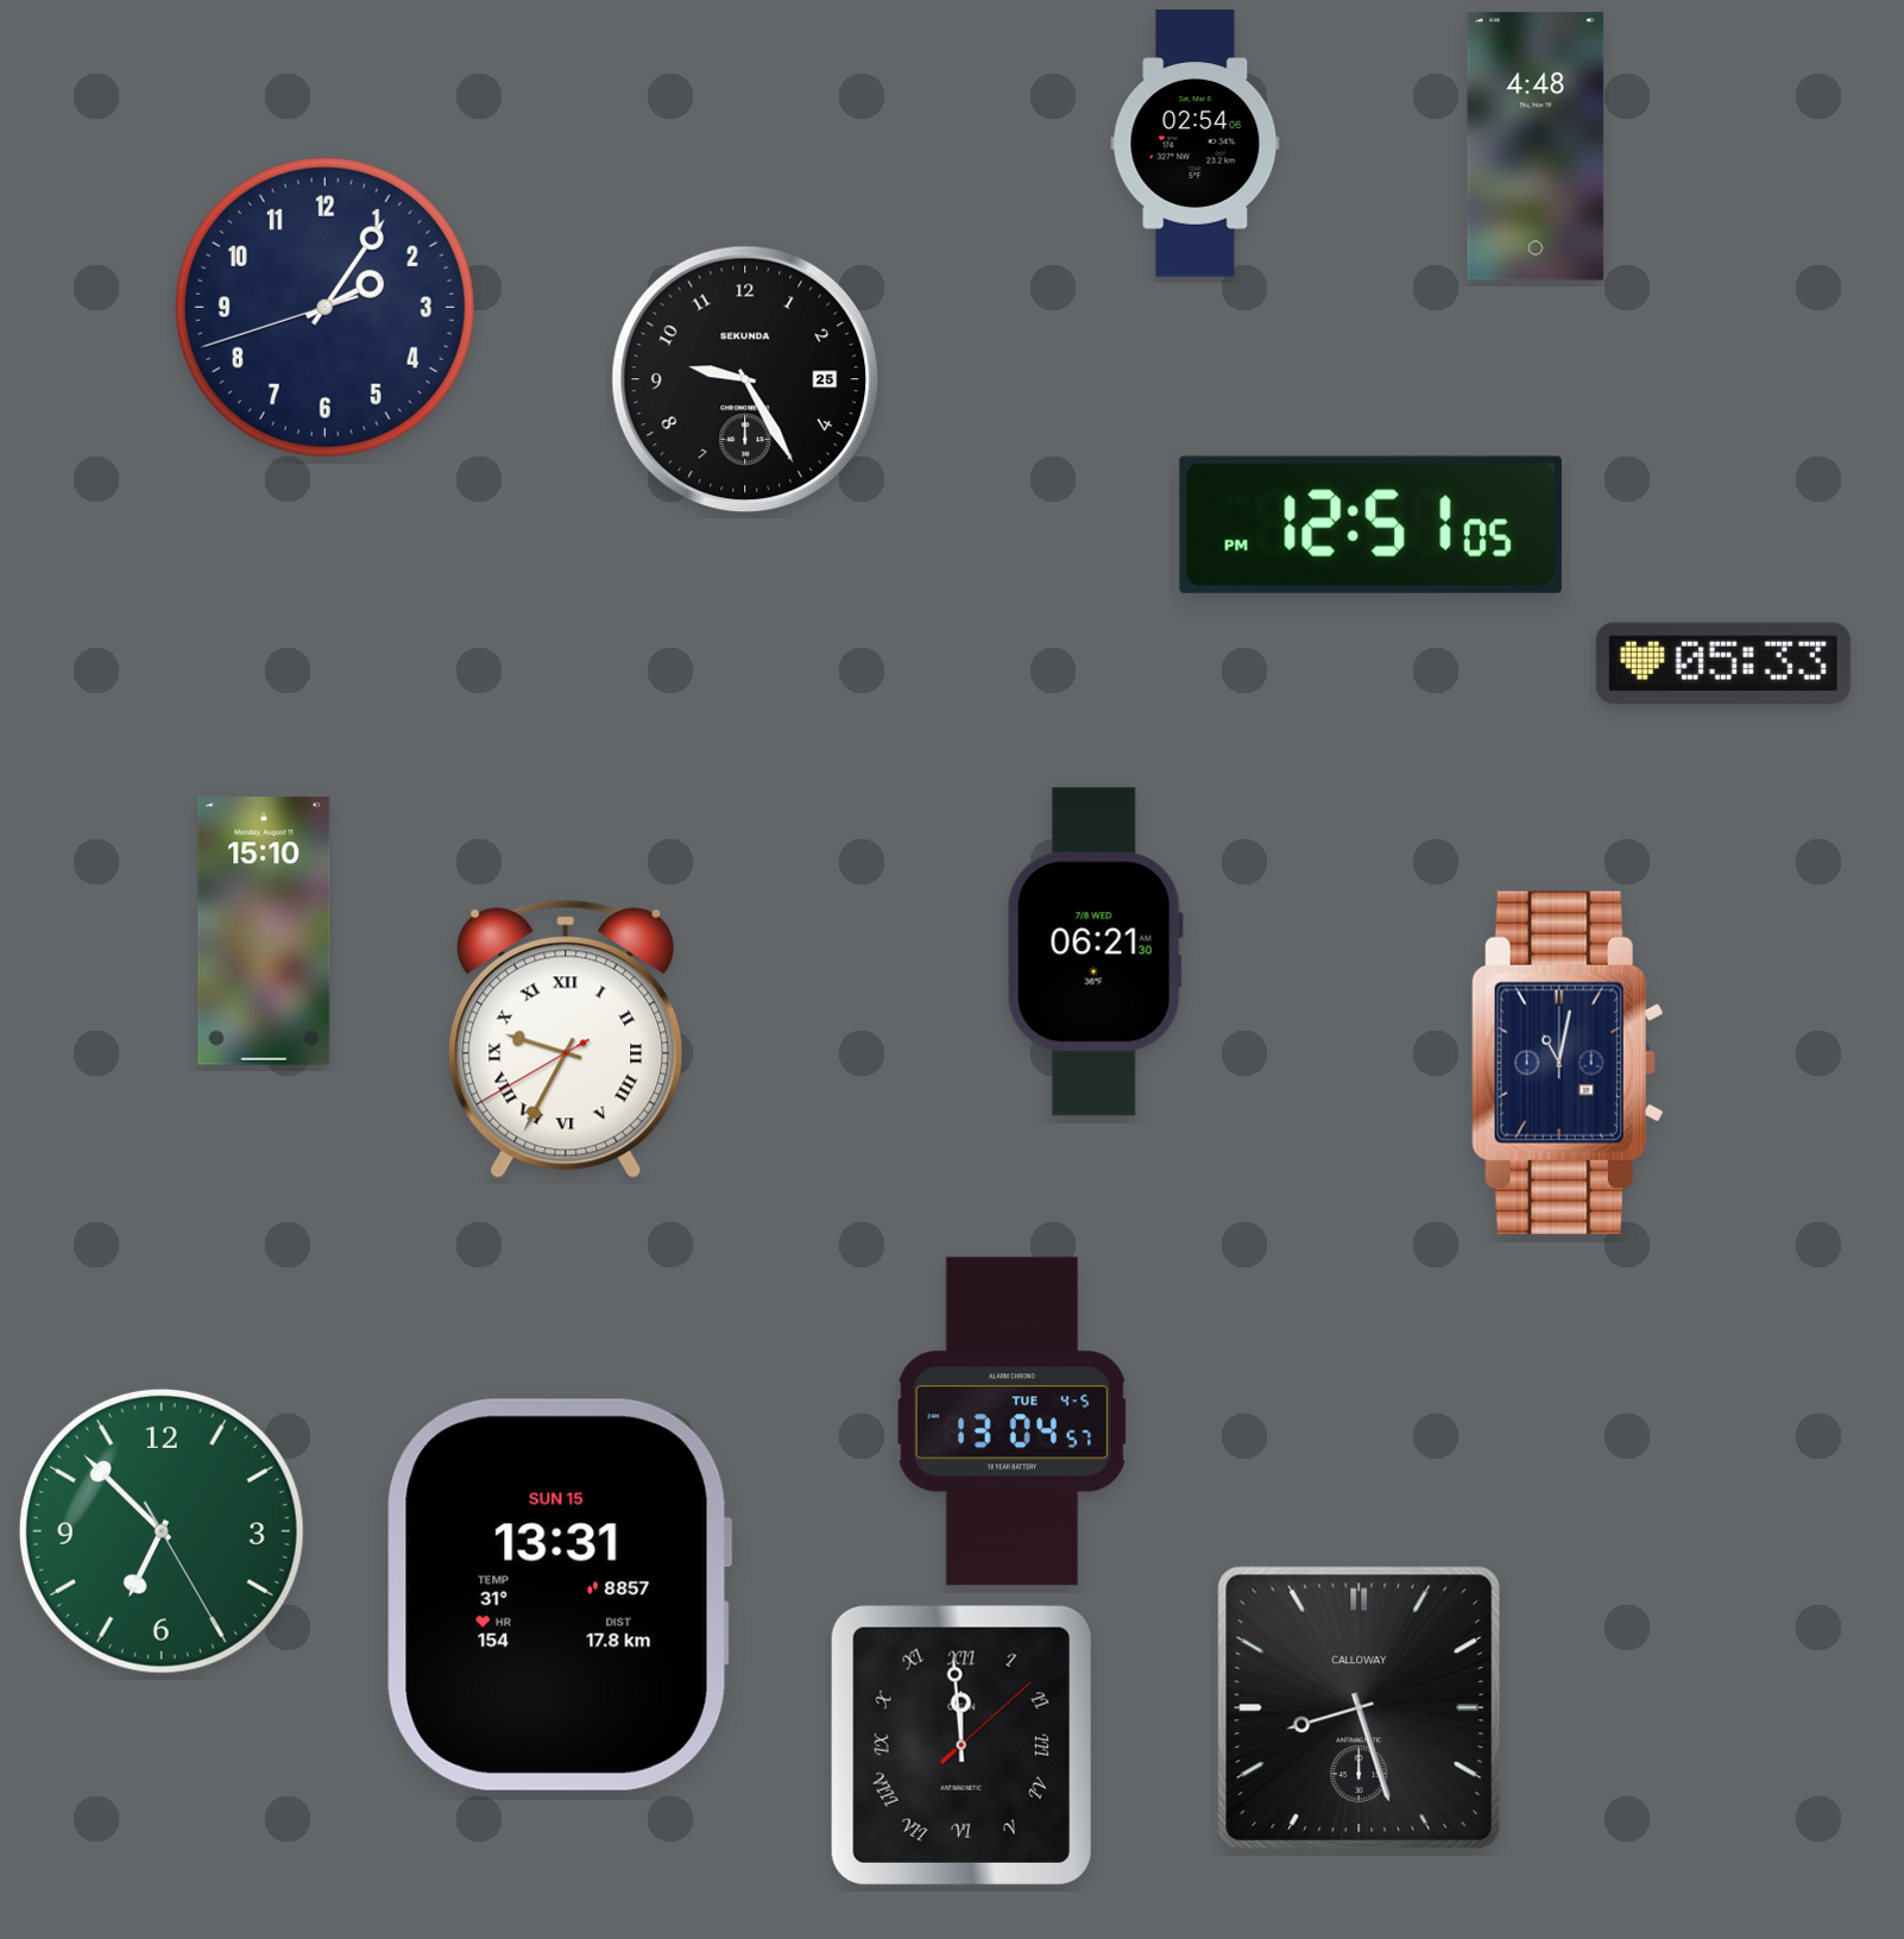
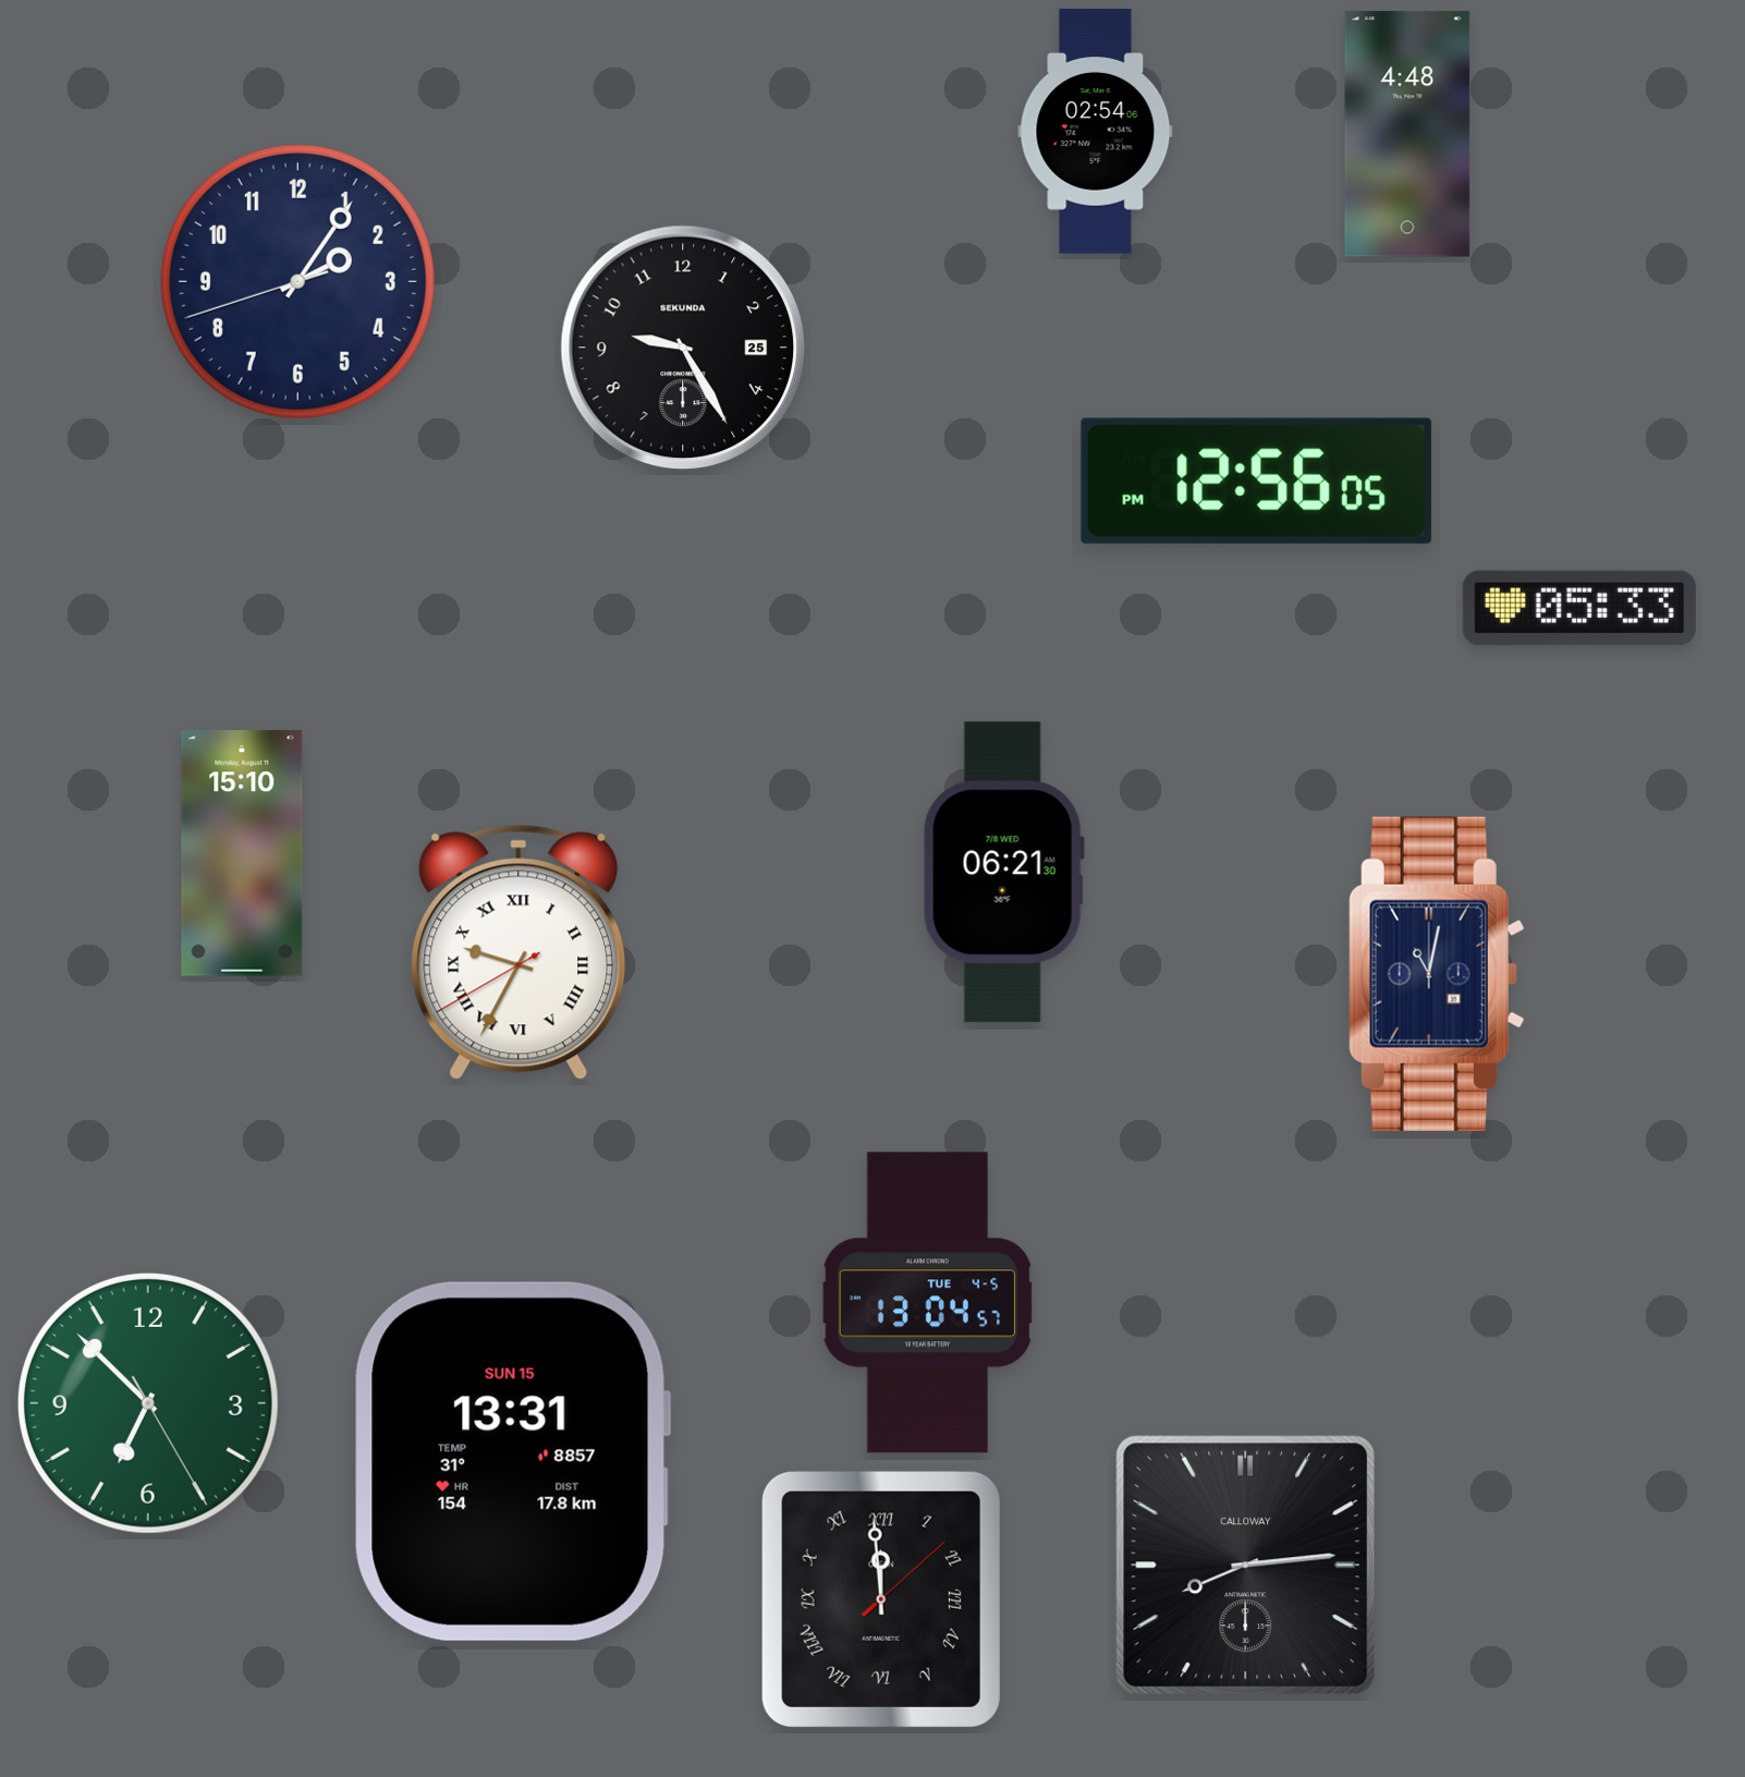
clock at (1370, 524): 12:51 -> 12:56
clock at (1360, 1708): 8:27 -> 8:14
